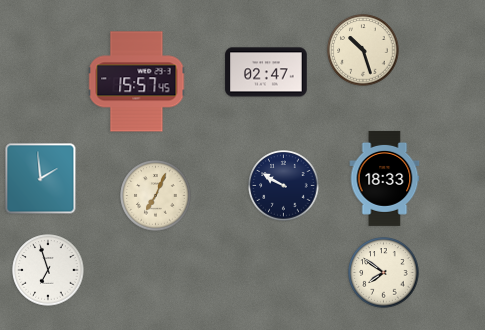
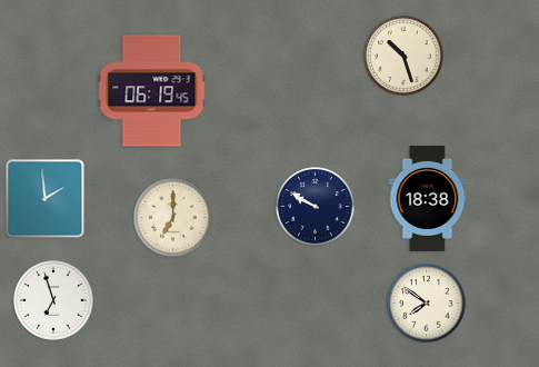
clock at (266, 72): 02:47 -> none
clock at (137, 82): 15:57 -> 06:19
clock at (385, 178): 18:33 -> 18:38
clock at (156, 196): 7:04 -> 7:00
